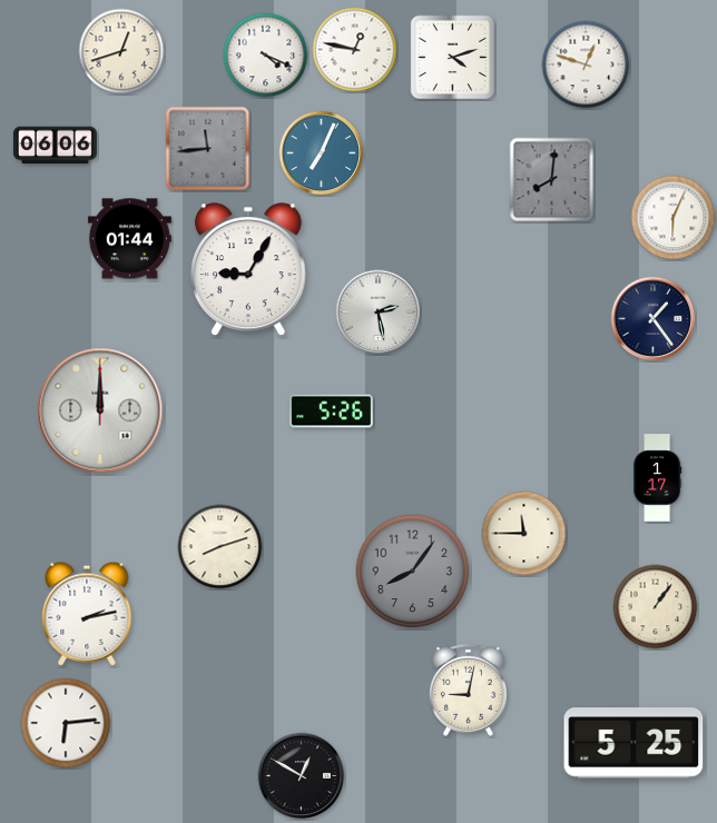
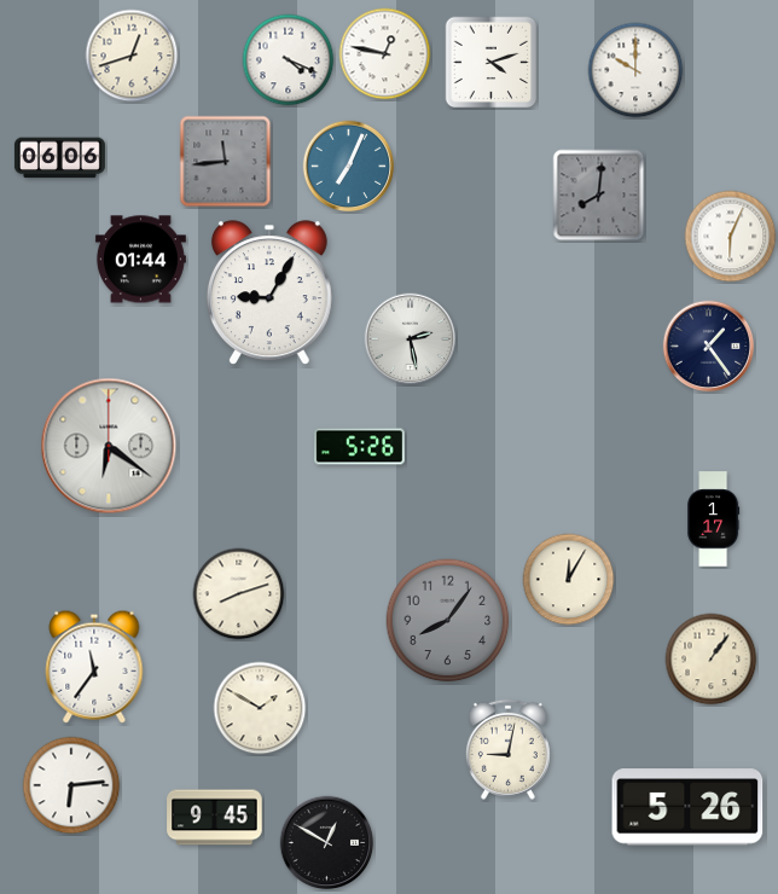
clock at (586, 65): 12:48 -> 10:00
clock at (100, 410): 12:00 -> 6:21
clock at (524, 534): 11:45 -> 12:05
clock at (87, 614): 2:13 -> 11:36
clock at (260, 708): none -> 1:50
clock at (633, 743): 5:25 -> 5:26
clock at (215, 818): none -> 9:45
